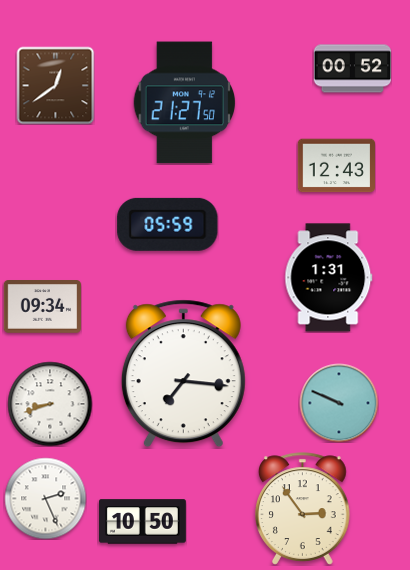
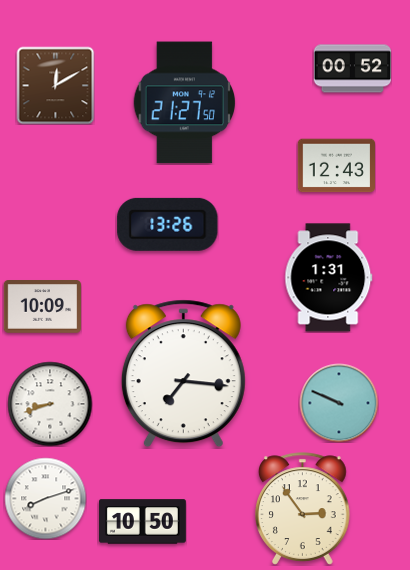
clock at (55, 85): 12:39 -> 12:10
clock at (168, 224): 05:59 -> 13:26
clock at (42, 307): 09:34 -> 10:09
clock at (45, 498): 2:26 -> 8:12
